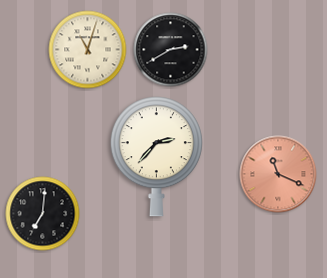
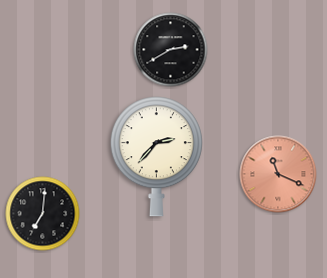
clock at (88, 50): 11:03 -> none
